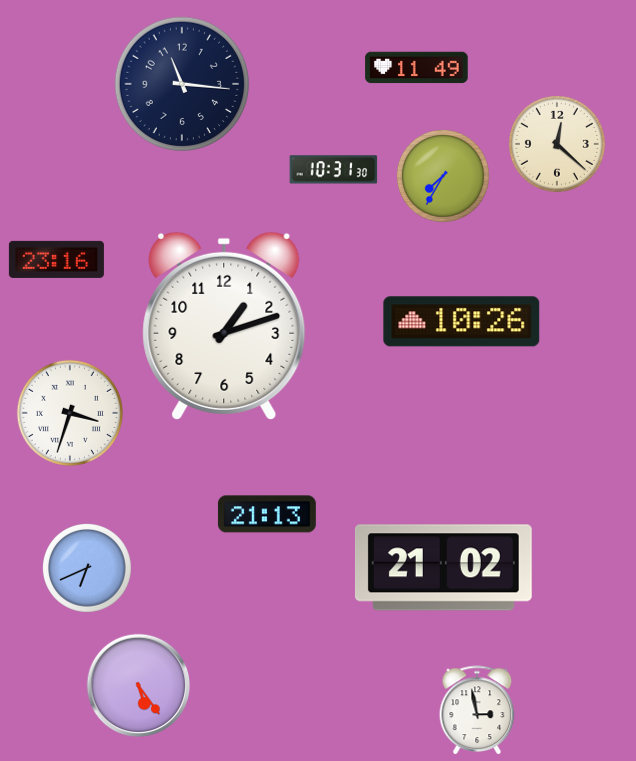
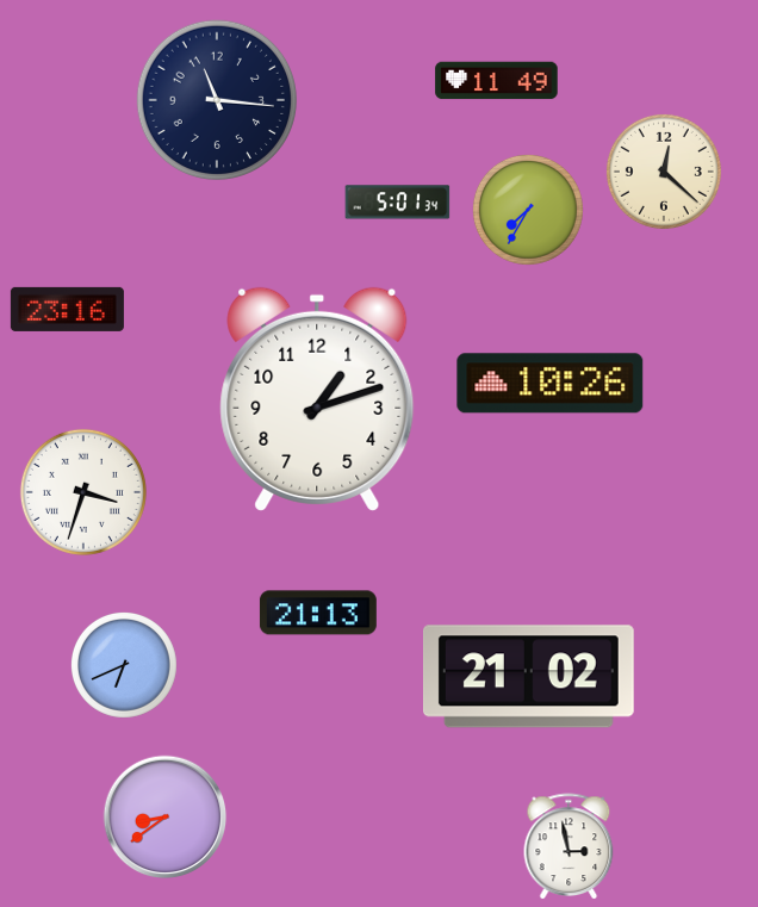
clock at (334, 170): 10:31 -> 5:01
clock at (224, 326) position: (224, 326) -> (317, 399)
clock at (87, 568) position: (87, 568) -> (124, 665)
clock at (139, 686): 5:24 -> 8:39
